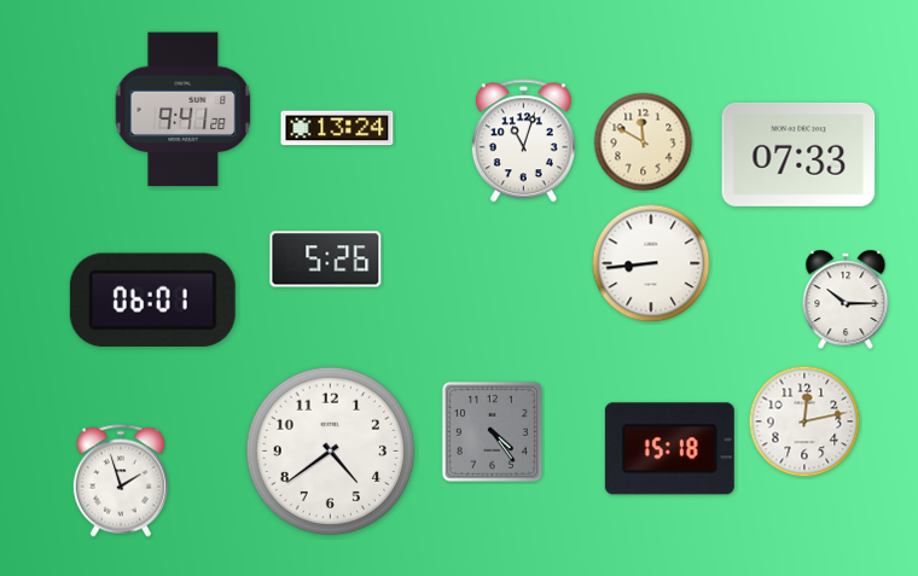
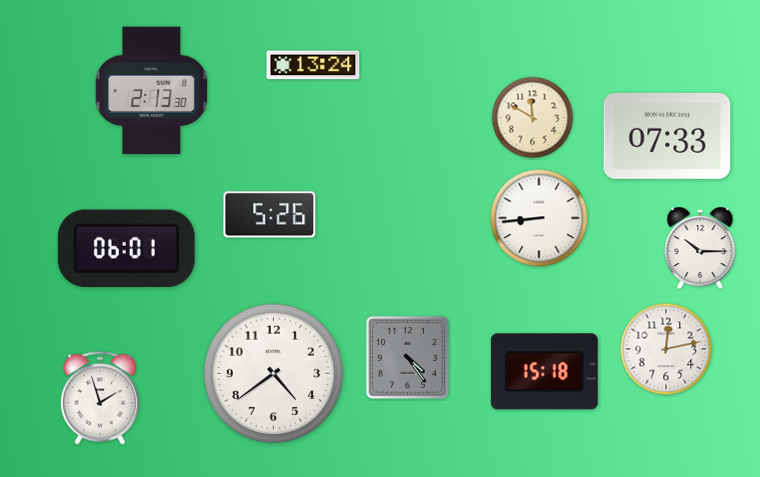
clock at (184, 110): 9:41 -> 2:13
clock at (337, 128) position: (337, 128) -> (313, 65)
clock at (523, 141): 11:03 -> none
clock at (798, 155) position: (798, 155) -> (667, 136)
clock at (669, 449) position: (669, 449) -> (544, 372)
